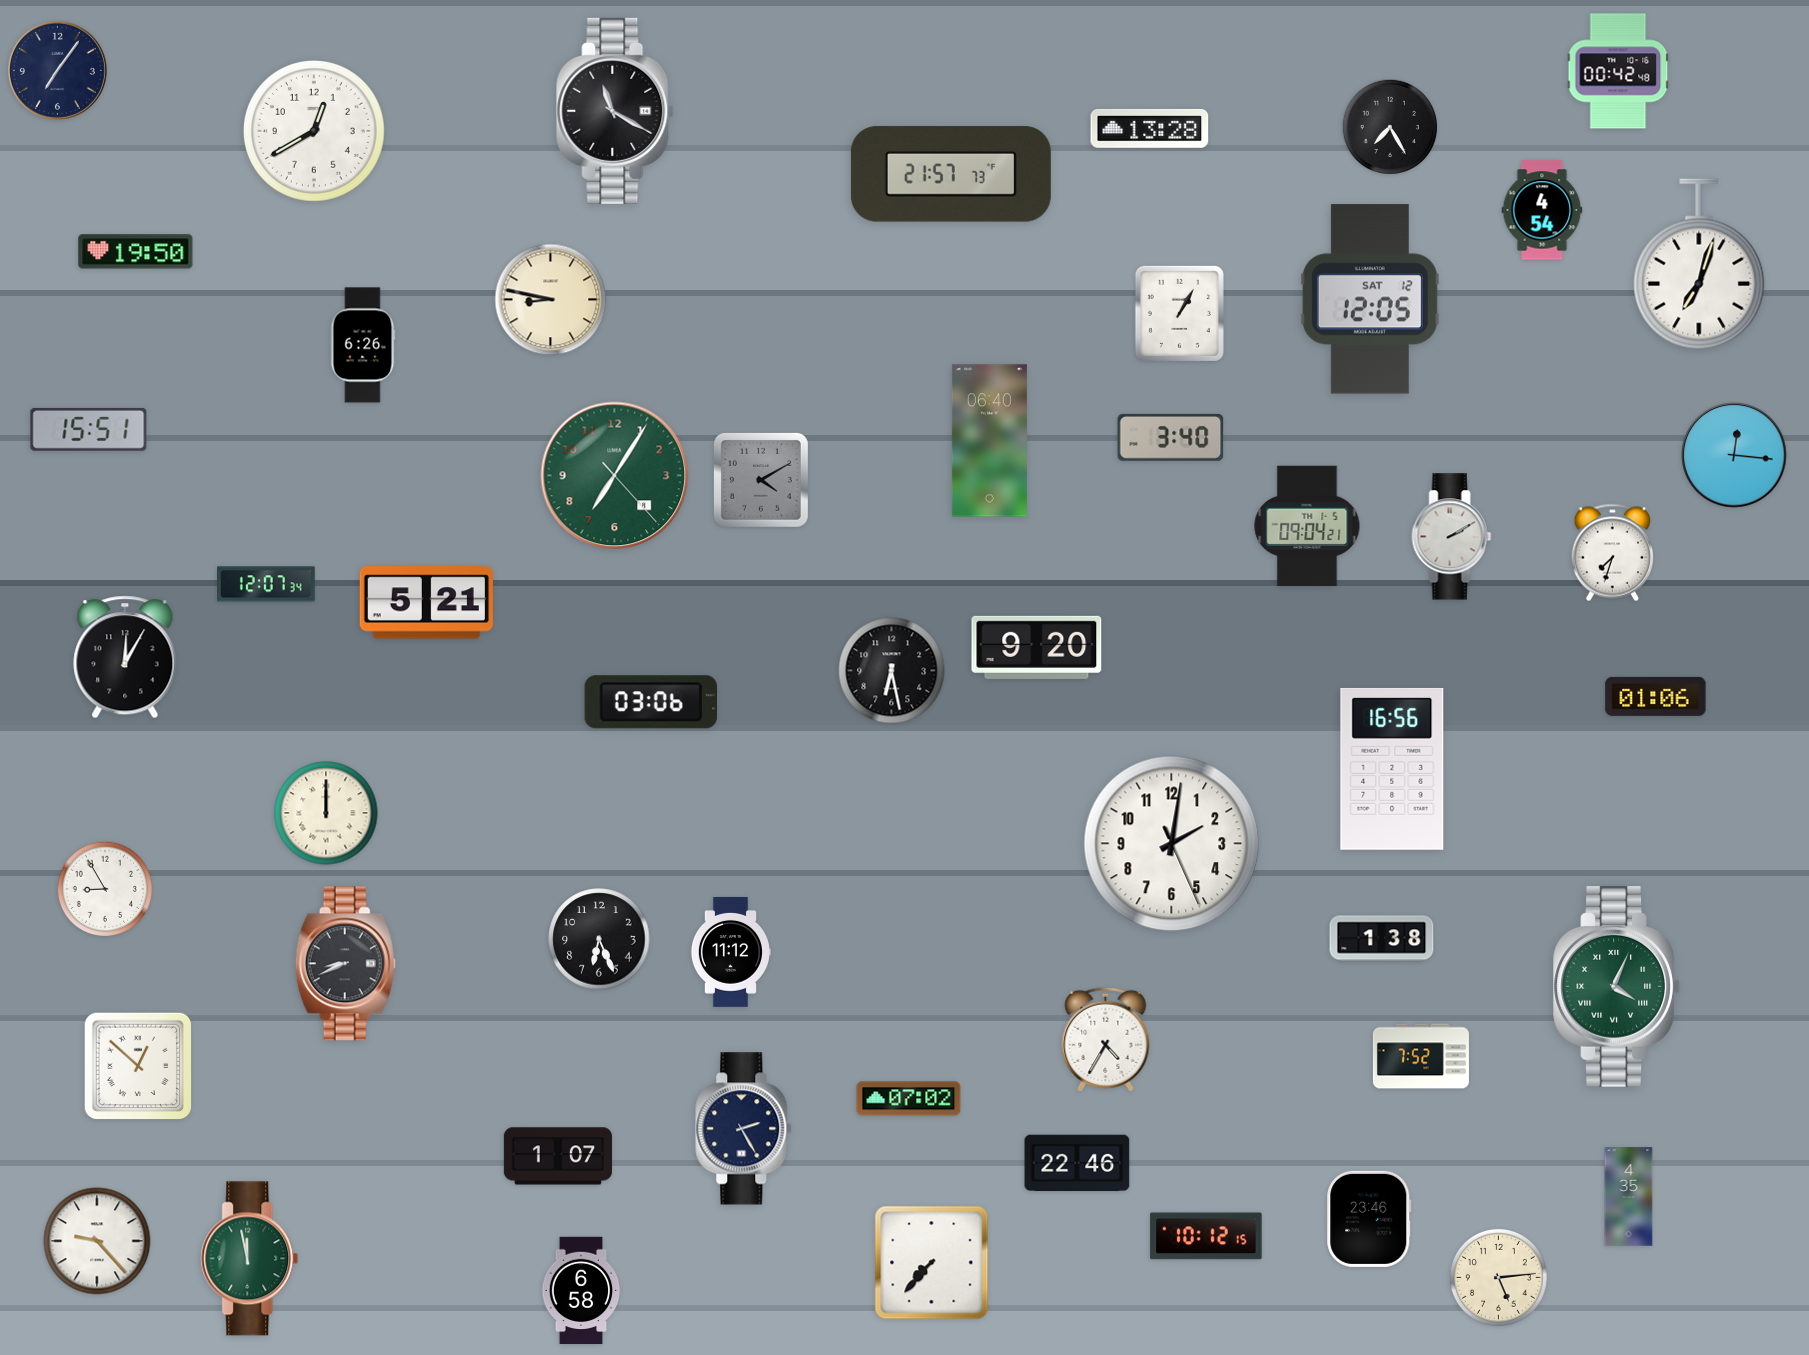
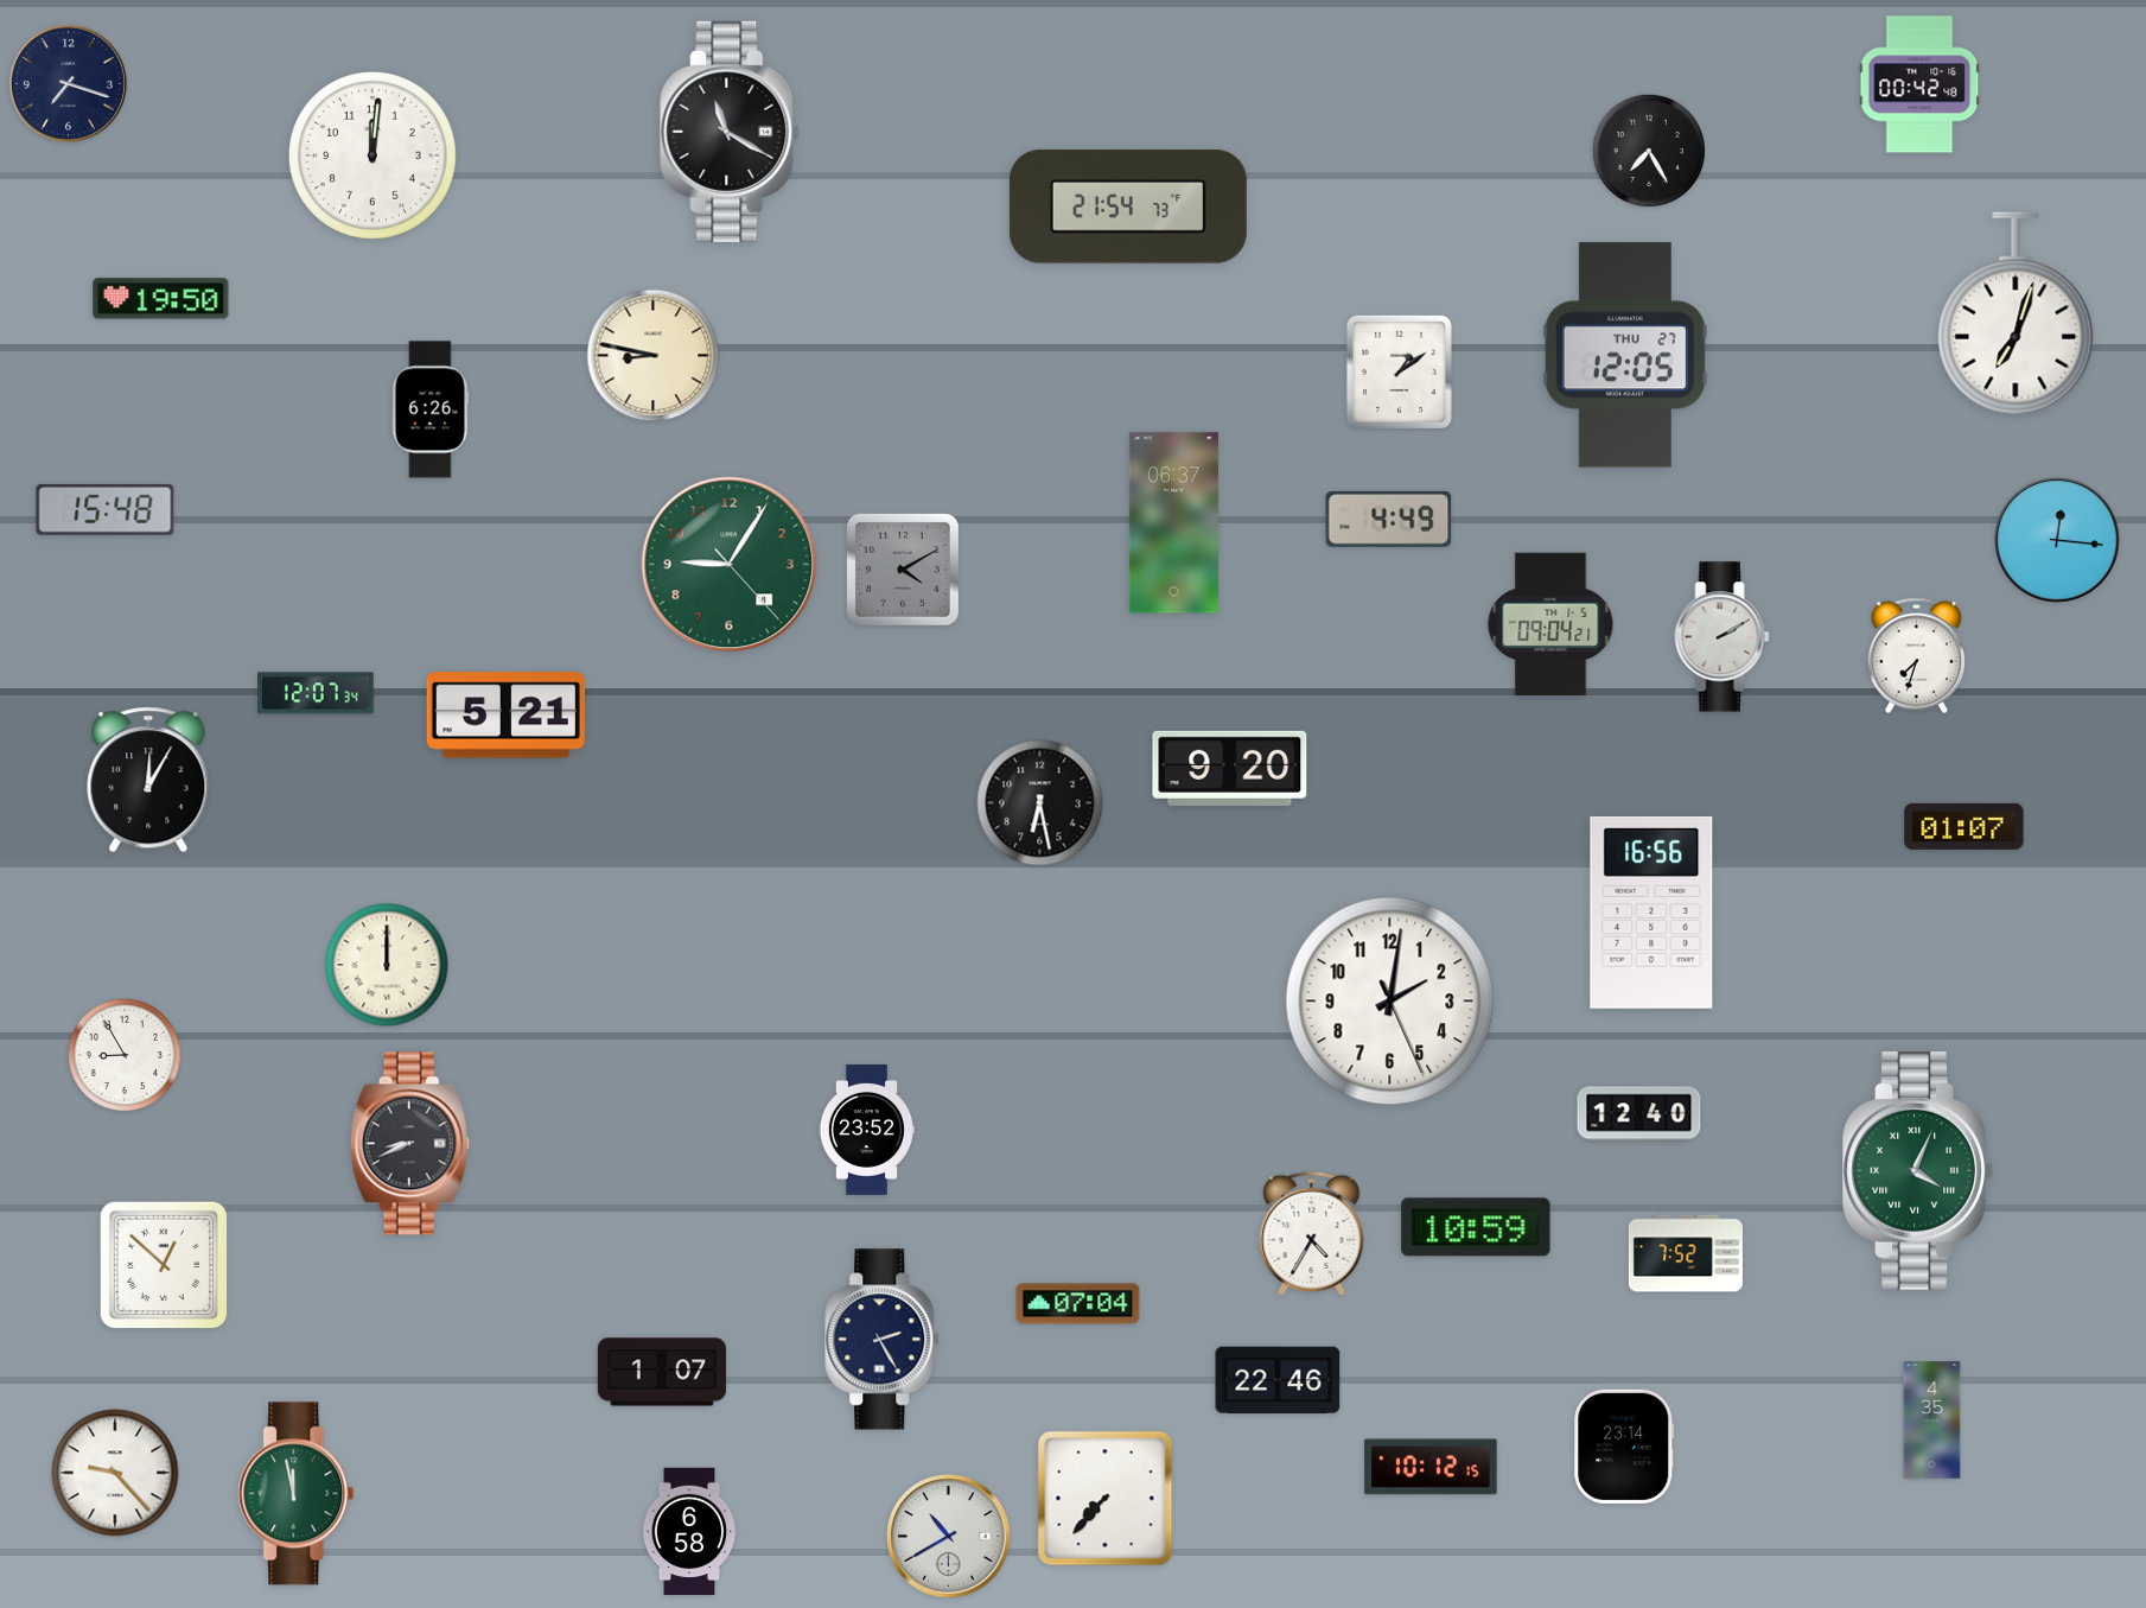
clock at (57, 70): 7:06 -> 7:18
clock at (1150, 128): 13:28 -> none
clock at (314, 131): 12:40 -> 12:01
clock at (951, 174): 21:57 -> 21:54
clock at (1542, 210): 4:54 -> none
clock at (1370, 299) date: SAT 12 -> THU 27
clock at (1179, 313): 1:05 -> 1:09
clock at (89, 430): 15:51 -> 15:48
clock at (1171, 437): 3:40 -> 4:49
clock at (989, 441): 06:40 -> 06:37
clock at (615, 476): 7:05 -> 9:05
clock at (1613, 553) position: (1613, 553) -> (1917, 656)
clock at (892, 671) position: (892, 671) -> (1040, 803)
clock at (1656, 696): 01:06 -> 01:07
clock at (651, 702): 03:06 -> none
clock at (599, 939): 6:26 -> none
clock at (1382, 939): 1:38 -> 12:40
clock at (730, 952): 11:12 -> 23:52
clock at (1476, 1227): none -> 10:59
clock at (909, 1099): 07:02 -> 07:04
clock at (1369, 1219): 23:46 -> 23:14
clock at (1498, 1277): 5:14 -> none
clock at (949, 1537): none -> 10:40
